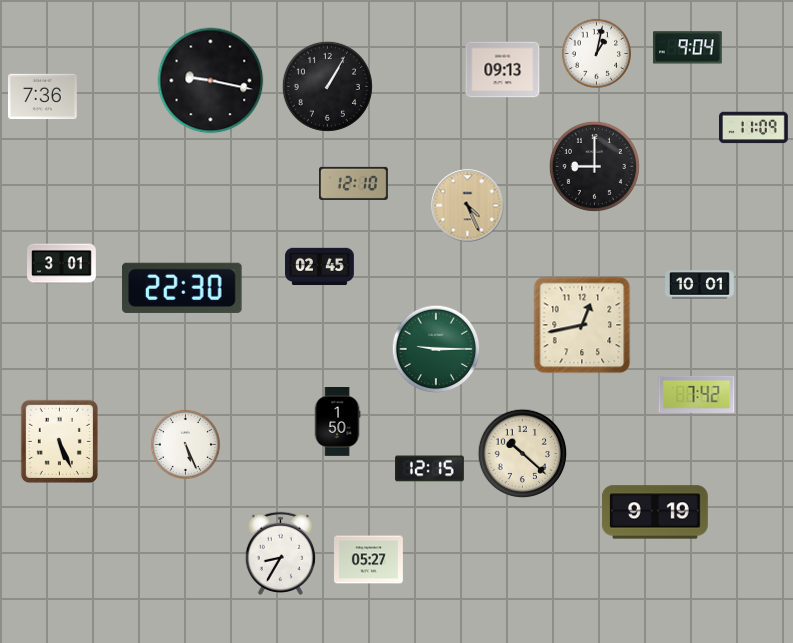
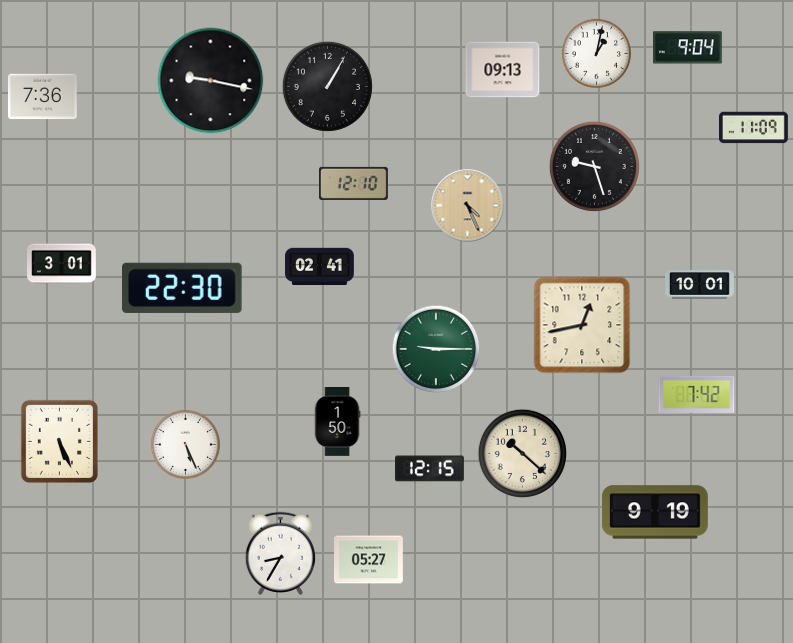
clock at (594, 166): 9:00 -> 9:27
clock at (320, 267): 02:45 -> 02:41
